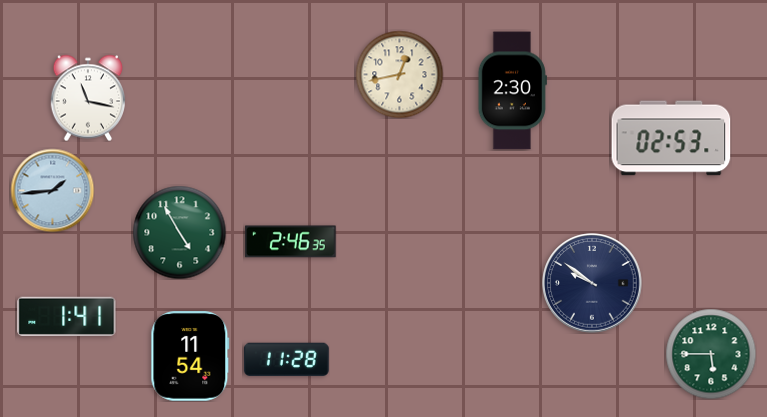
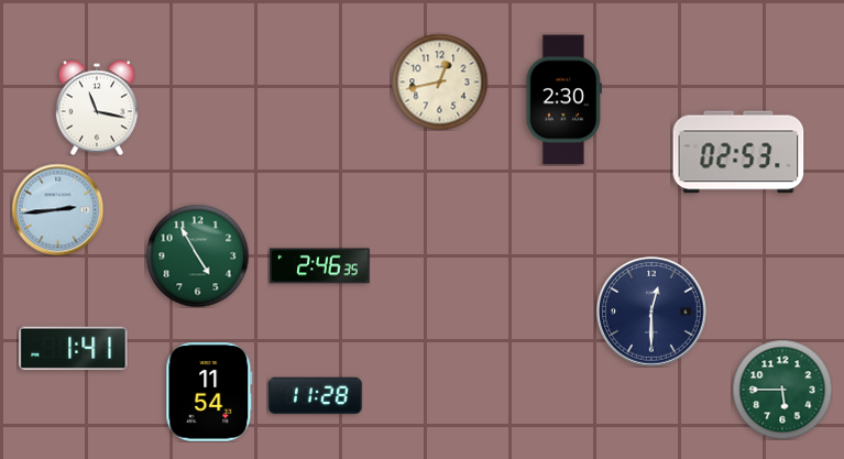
clock at (52, 190): 1:44 -> 2:44
clock at (592, 283): 9:51 -> 12:30
